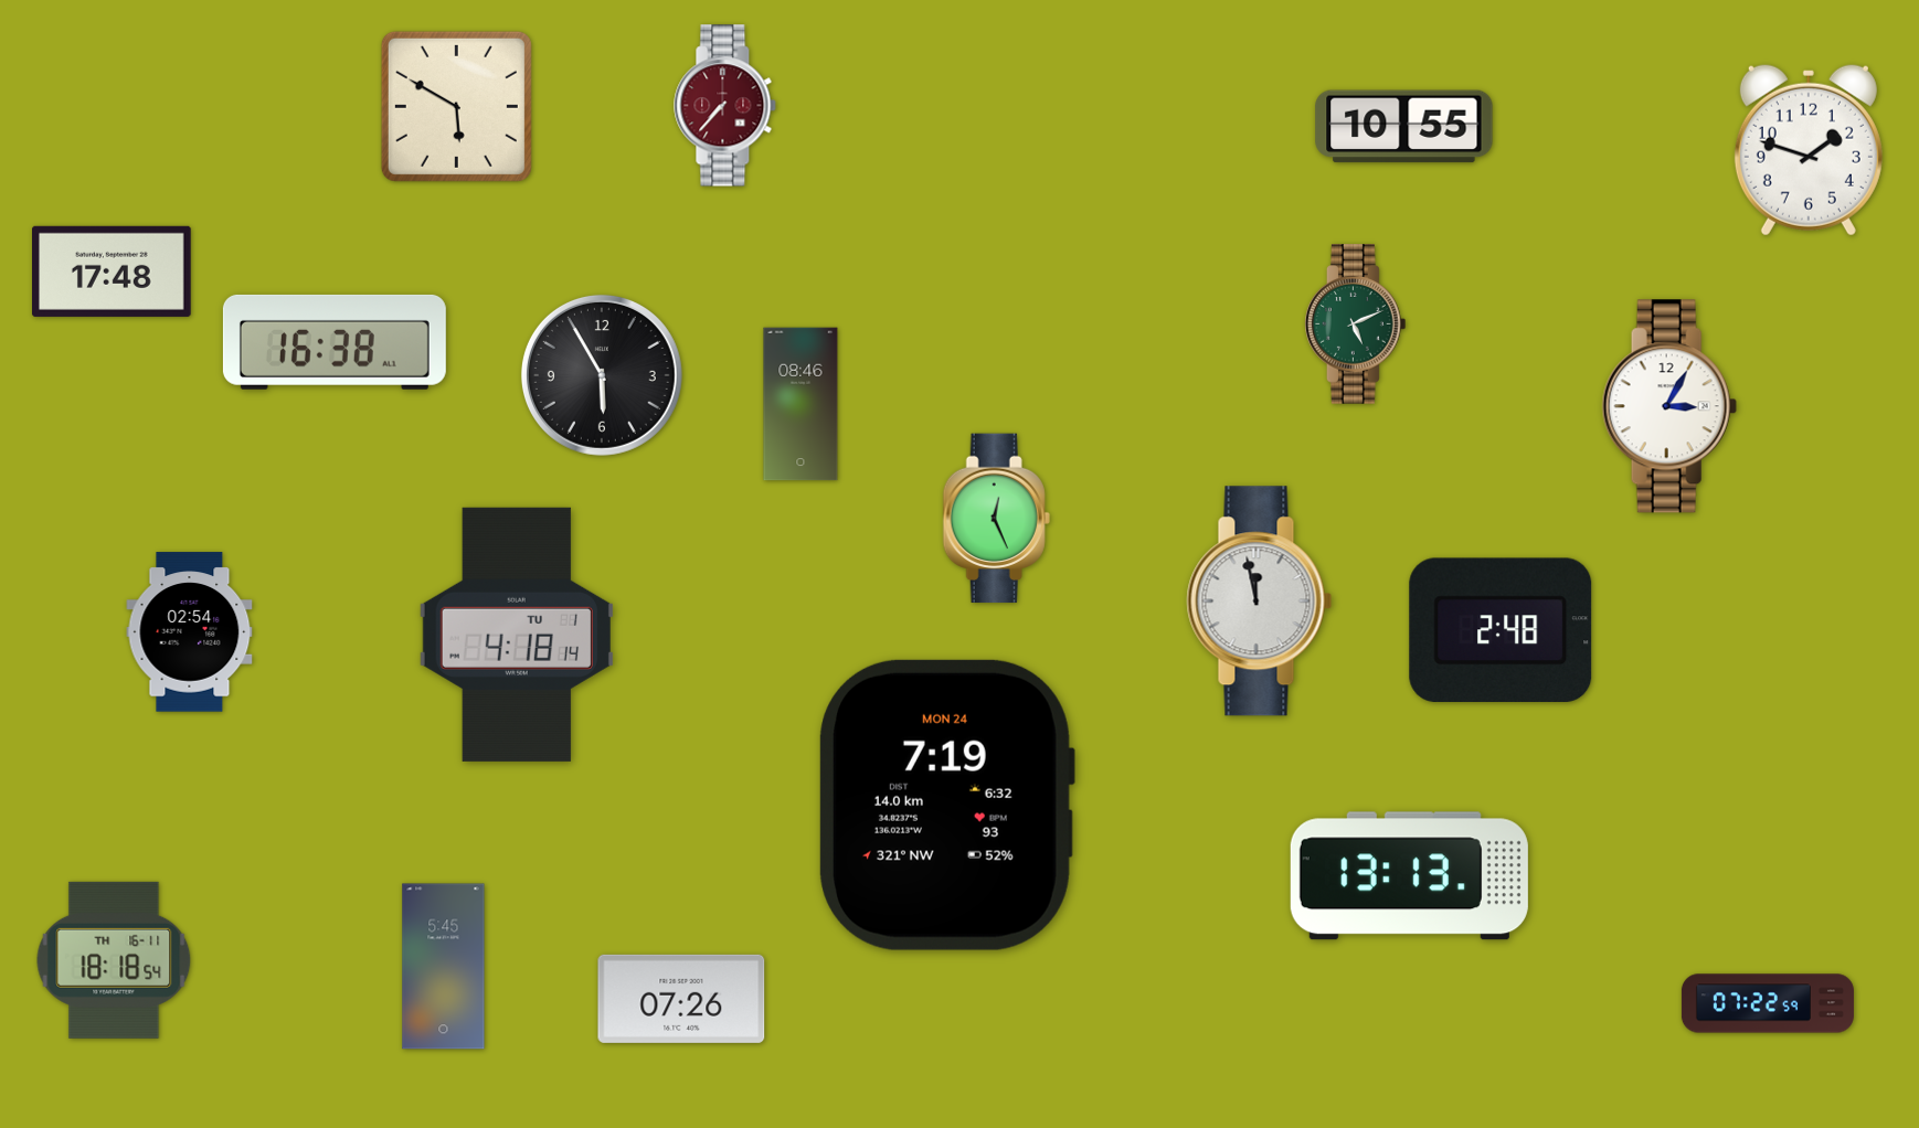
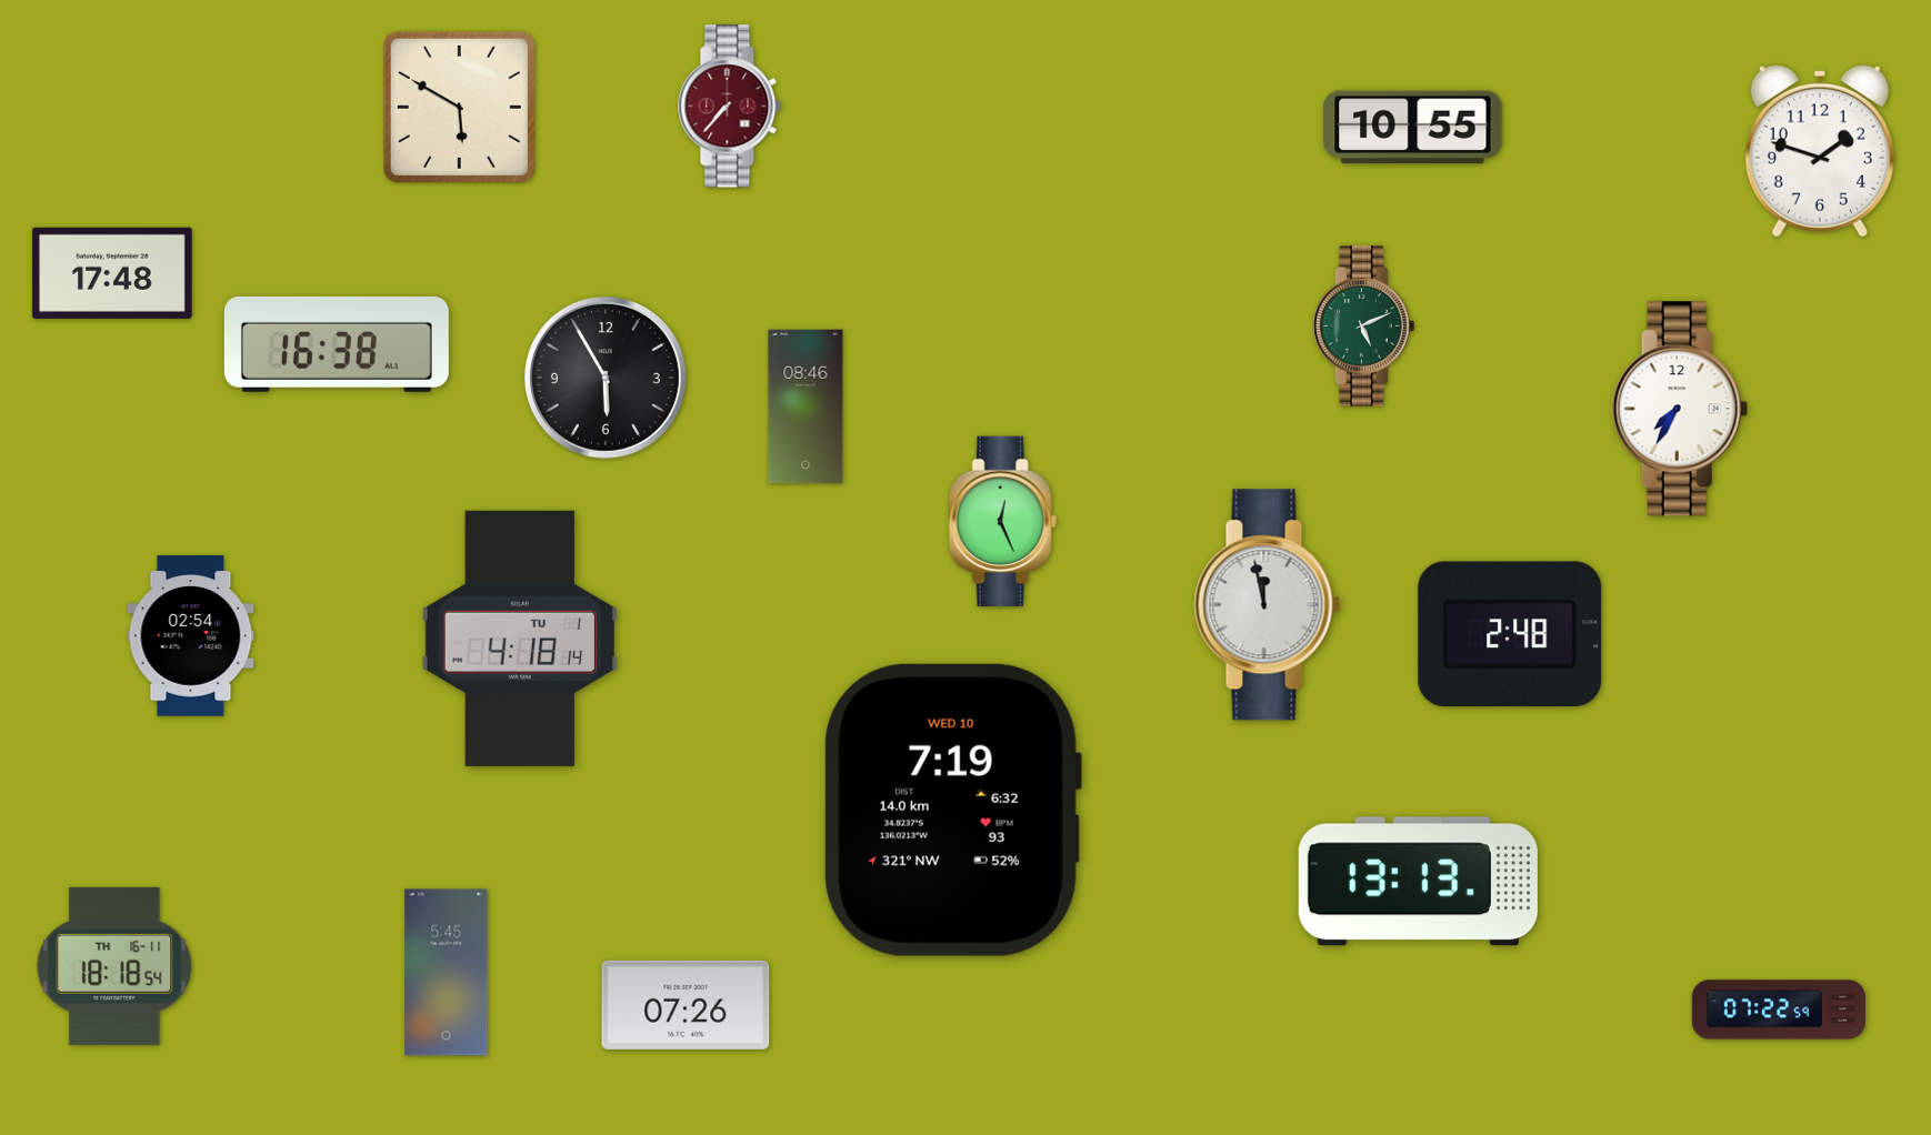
clock at (1669, 406): 3:05 -> 7:35
clock at (946, 805) date: MON 24 -> WED 10
